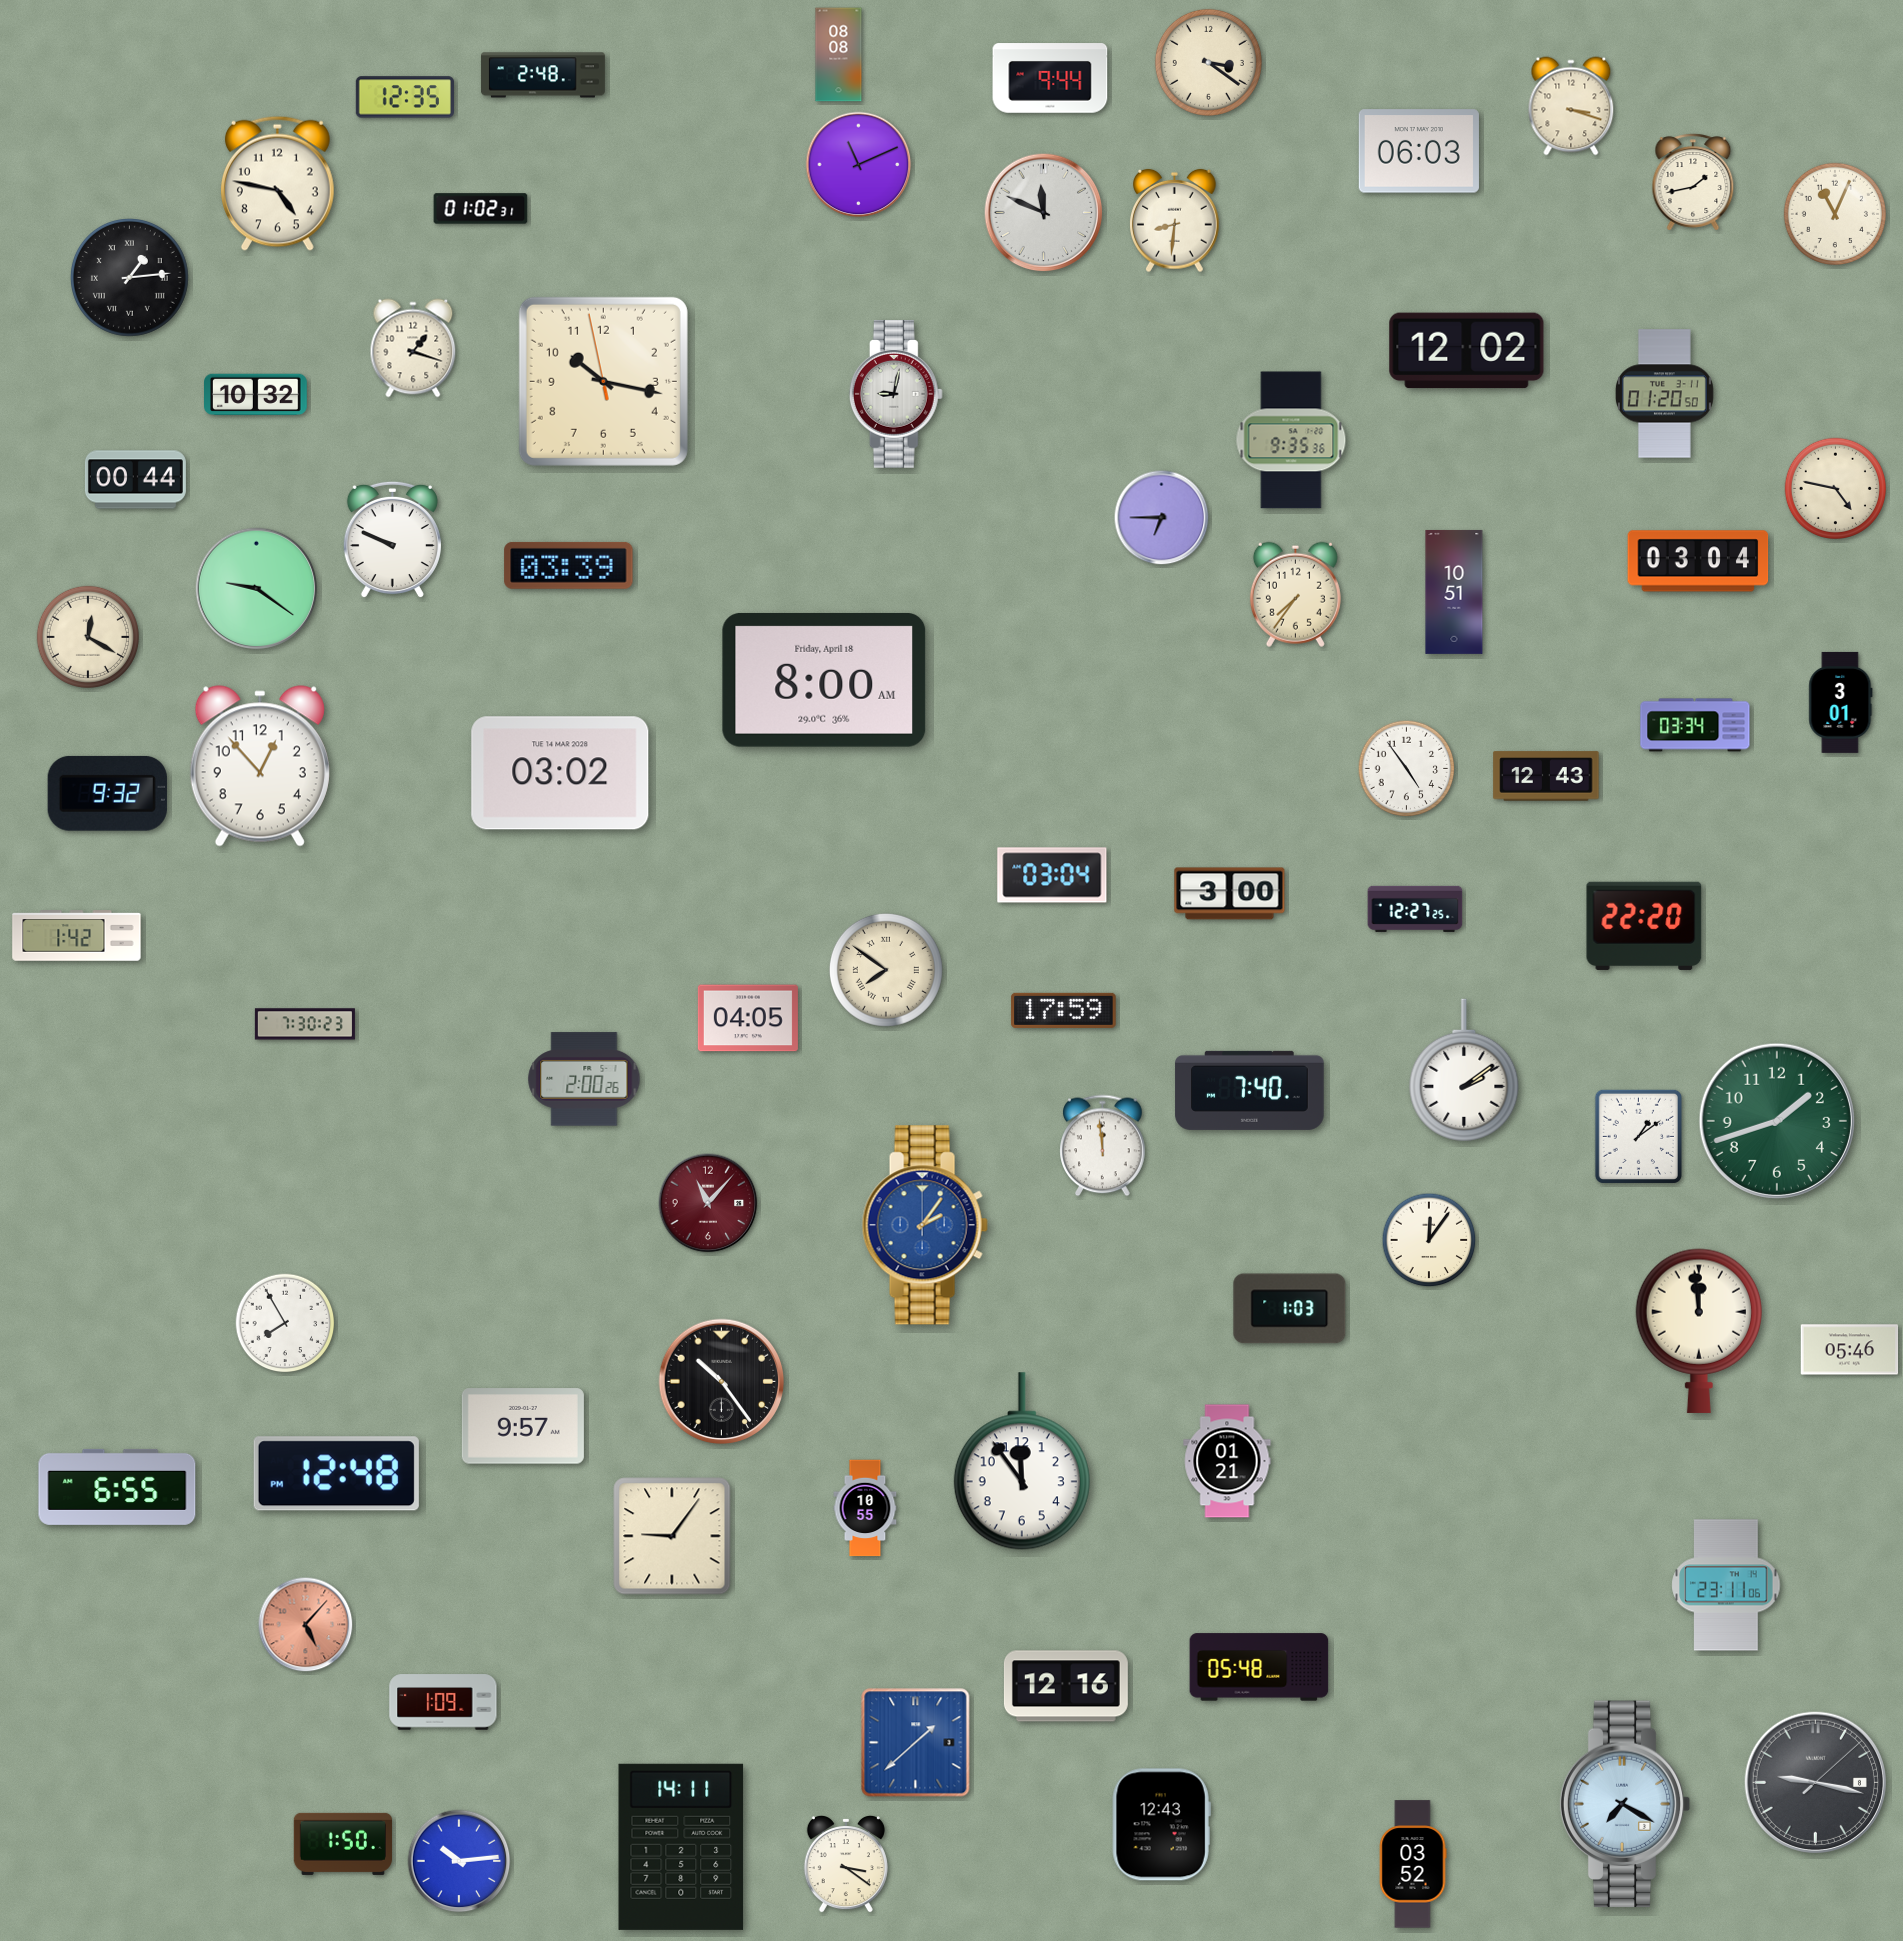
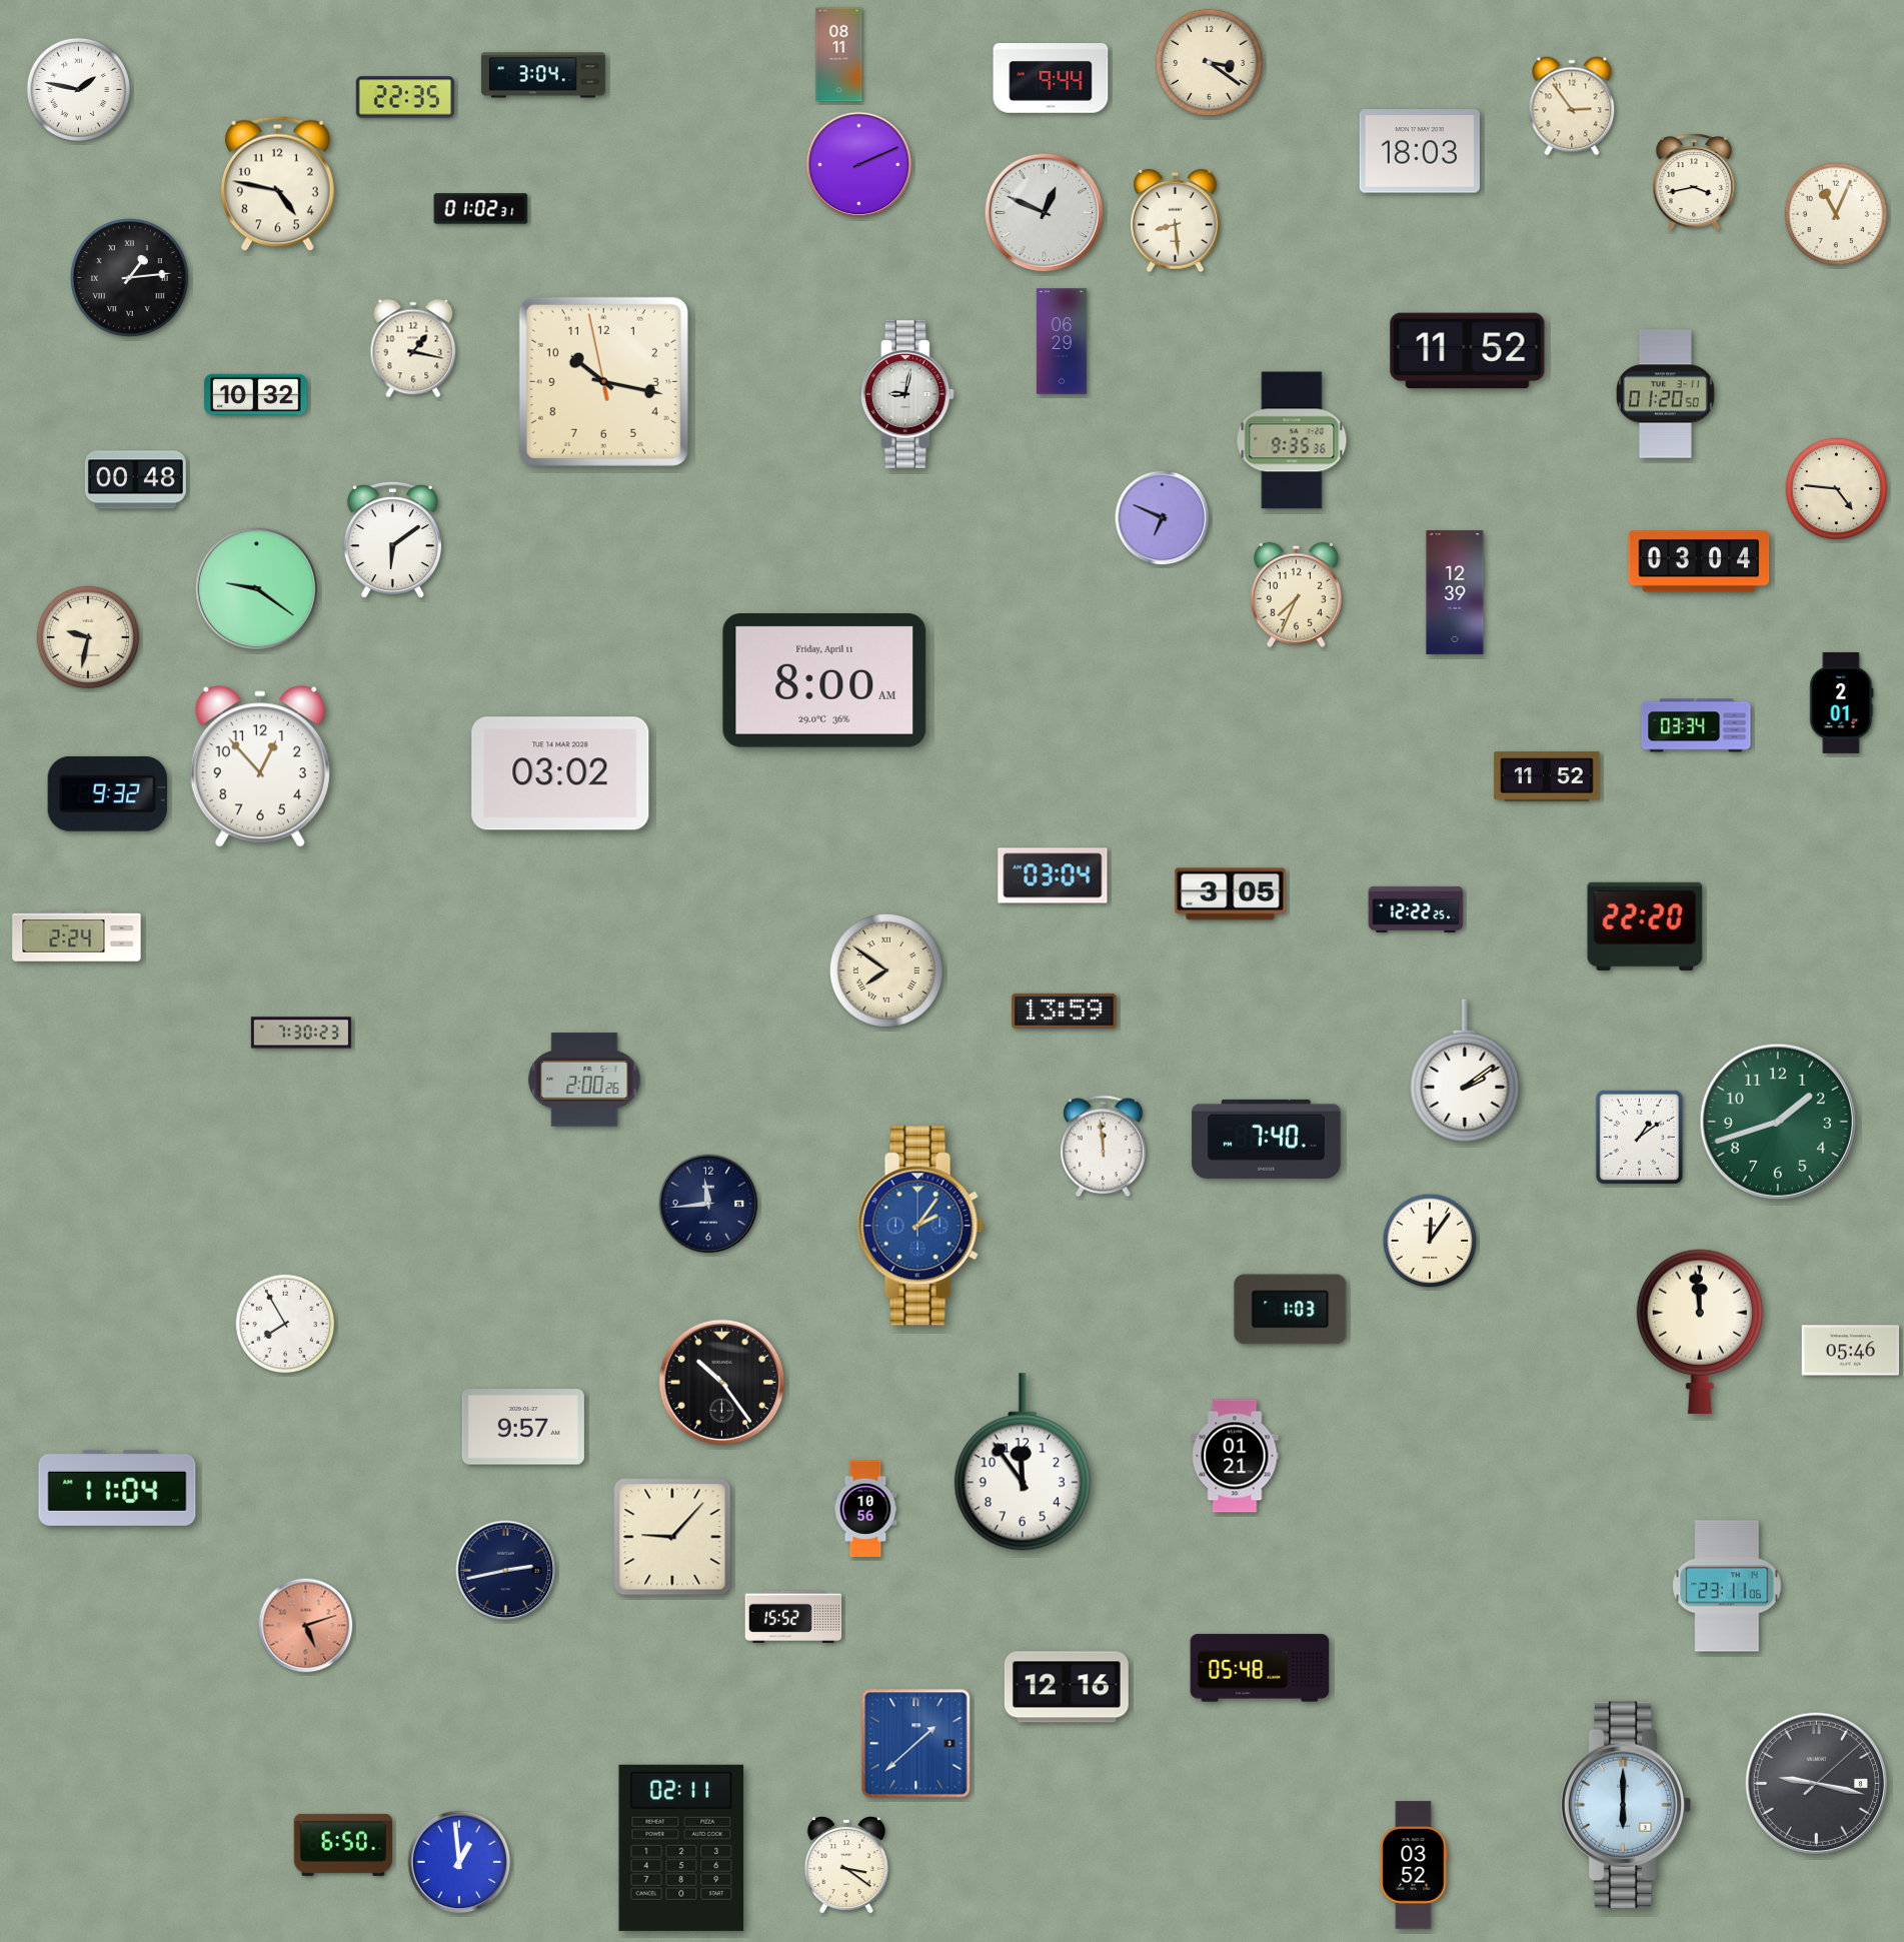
clock at (839, 55): 08:08 -> 08:11
clock at (543, 75): 2:48 -> 3:04
clock at (78, 89): none -> 1:47
clock at (405, 97): 12:35 -> 22:35
clock at (1571, 106): 3:18 -> 2:54
clock at (1419, 151): 06:03 -> 18:03
clock at (859, 165): 11:11 -> 2:11
clock at (1693, 182): 1:43 -> 3:43
clock at (1044, 213): 11:49 -> 12:49
clock at (1175, 221): 8:31 -> 8:29
clock at (1062, 341): none -> 06:29
clock at (413, 348): 1:18 -> 1:17
clock at (1467, 351): 12:02 -> 11:52
clock at (896, 395) position: (896, 395) -> (907, 395)
clock at (135, 480): 00:44 -> 00:48
clock at (1835, 488): 4:47 -> 4:46
clock at (1162, 518): 6:45 -> 6:49
clock at (392, 540): 9:49 -> 6:09
clock at (569, 565): 03:39 -> none
clock at (1454, 592): 10:51 -> 12:39
clock at (1295, 594): 7:36 -> 7:34
clock at (88, 637): 12:20 -> 9:32
clock at (824, 680) date: Friday, April 18 -> Friday, April 11
clock at (1841, 702): 3:01 -> 2:01
clock at (1407, 769): 4:54 -> none
clock at (1546, 776): 12:43 -> 11:52
clock at (1230, 894): 3:00 -> 3:05
clock at (1415, 909): 12:27 -> 12:22
clock at (77, 936): 1:42 -> 2:24
clock at (1064, 1010): 17:59 -> 13:59
clock at (748, 1018): 04:05 -> none
clock at (305, 1024) position: (305, 1024) -> (301, 1033)
clock at (1250, 1090) position: (1250, 1090) -> (1267, 1139)
clock at (708, 1203): 11:07 -> 11:44
clock at (708, 1203) dial: burgundy -> navy
clock at (925, 1225) position: (925, 1225) -> (920, 1226)
clock at (1227, 1461) position: (1227, 1461) -> (1235, 1456)
clock at (336, 1474): 12:48 -> none
clock at (117, 1487): 6:55 -> 11:04
clock at (865, 1508): 10:55 -> 10:56
clock at (672, 1536): 9:06 -> 9:07
clock at (506, 1571): none -> 2:43
clock at (793, 1617): none -> 15:52
clock at (306, 1625): 5:07 -> 5:12
clock at (443, 1702): 1:09 -> none
clock at (1625, 1804): 7:20 -> 6:00
clock at (1161, 1825): 12:43 -> none
clock at (343, 1844): 1:50 -> 6:50
clock at (681, 1847): 14:11 -> 02:11
clock at (459, 1861): 10:14 -> 12:59
